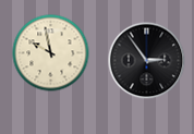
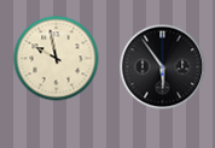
clock at (147, 61): 2:54 -> 5:54
